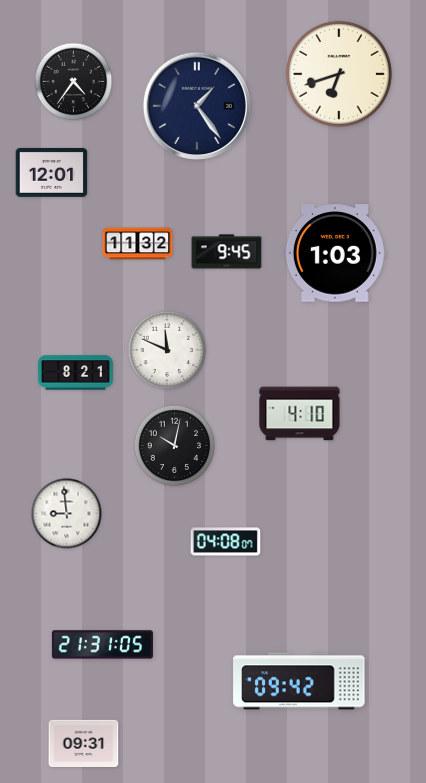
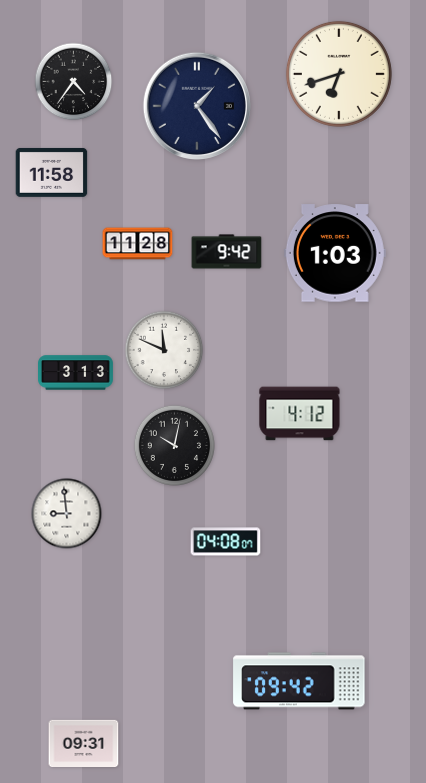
clock at (52, 172): 12:01 -> 11:58
clock at (138, 244): 11:32 -> 11:28
clock at (227, 252): 9:45 -> 9:42
clock at (167, 350) position: (167, 350) -> (164, 350)
clock at (76, 373): 8:21 -> 3:13
clock at (300, 414): 4:10 -> 4:12
clock at (102, 645): 21:31 -> none
